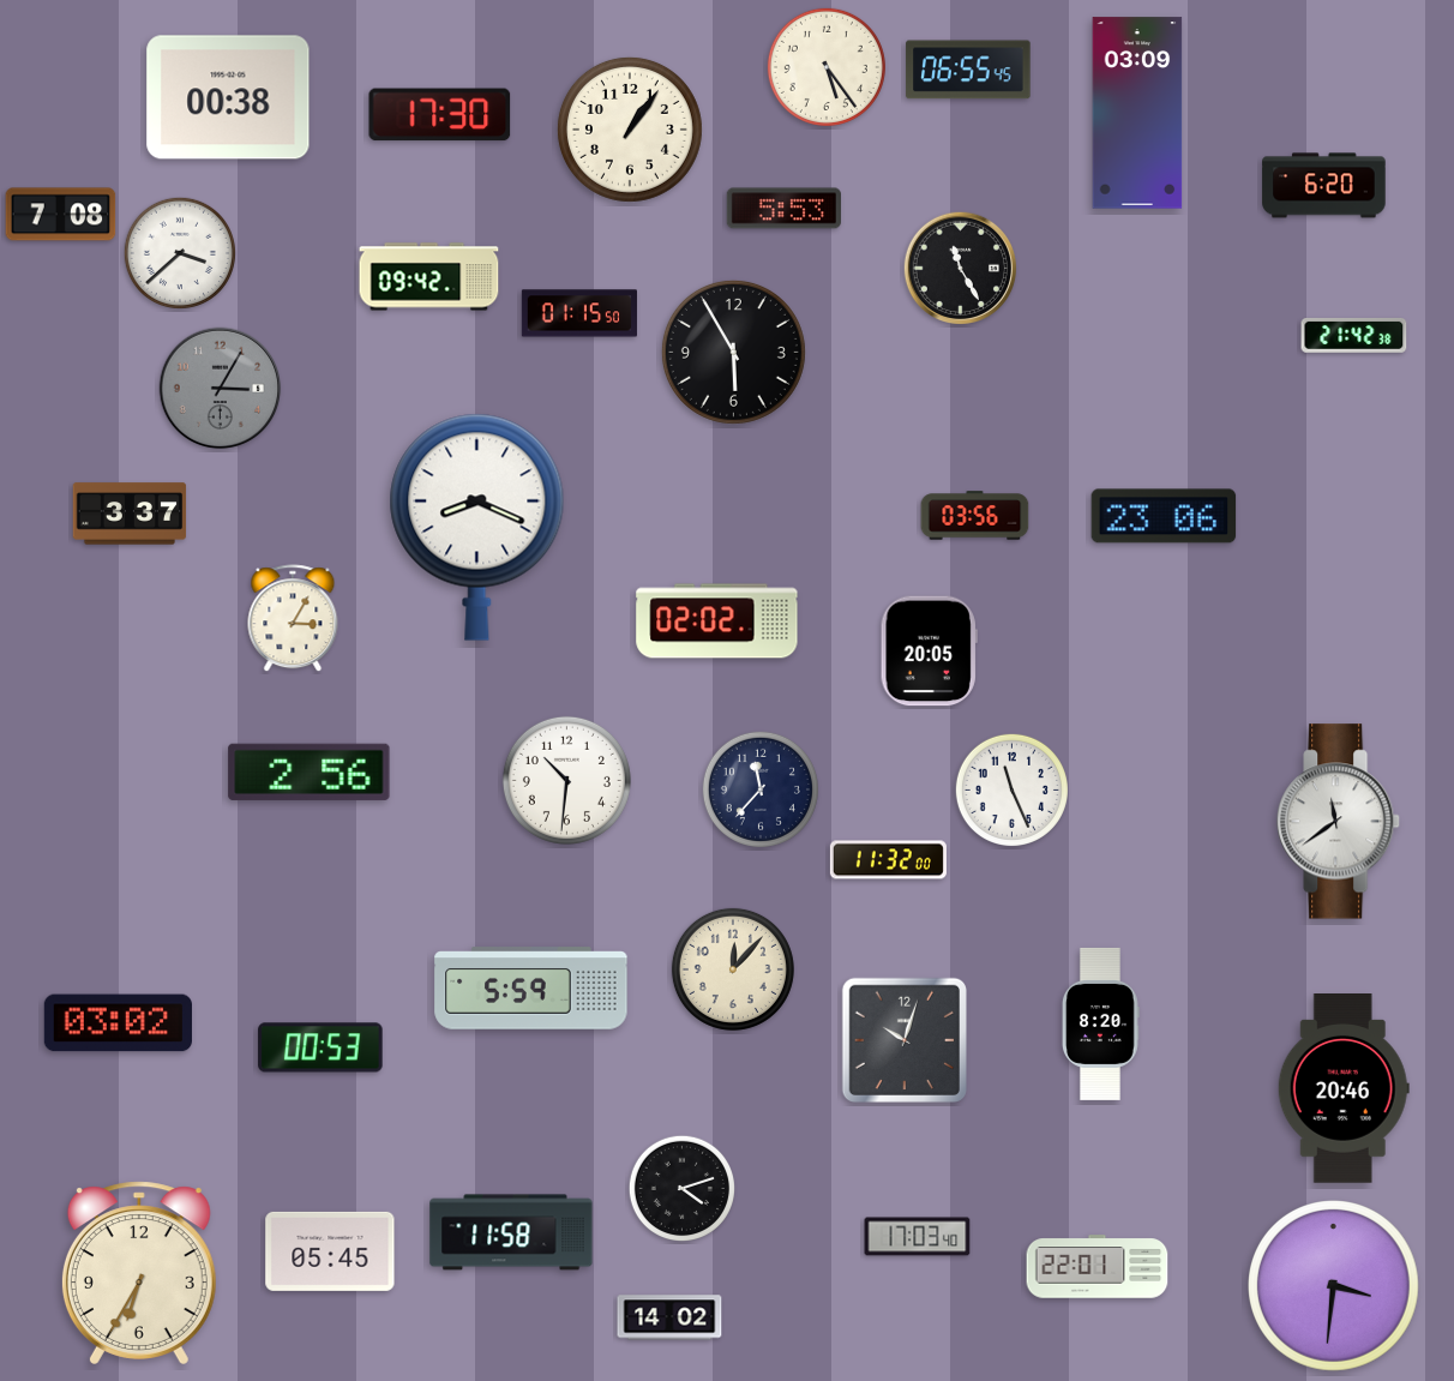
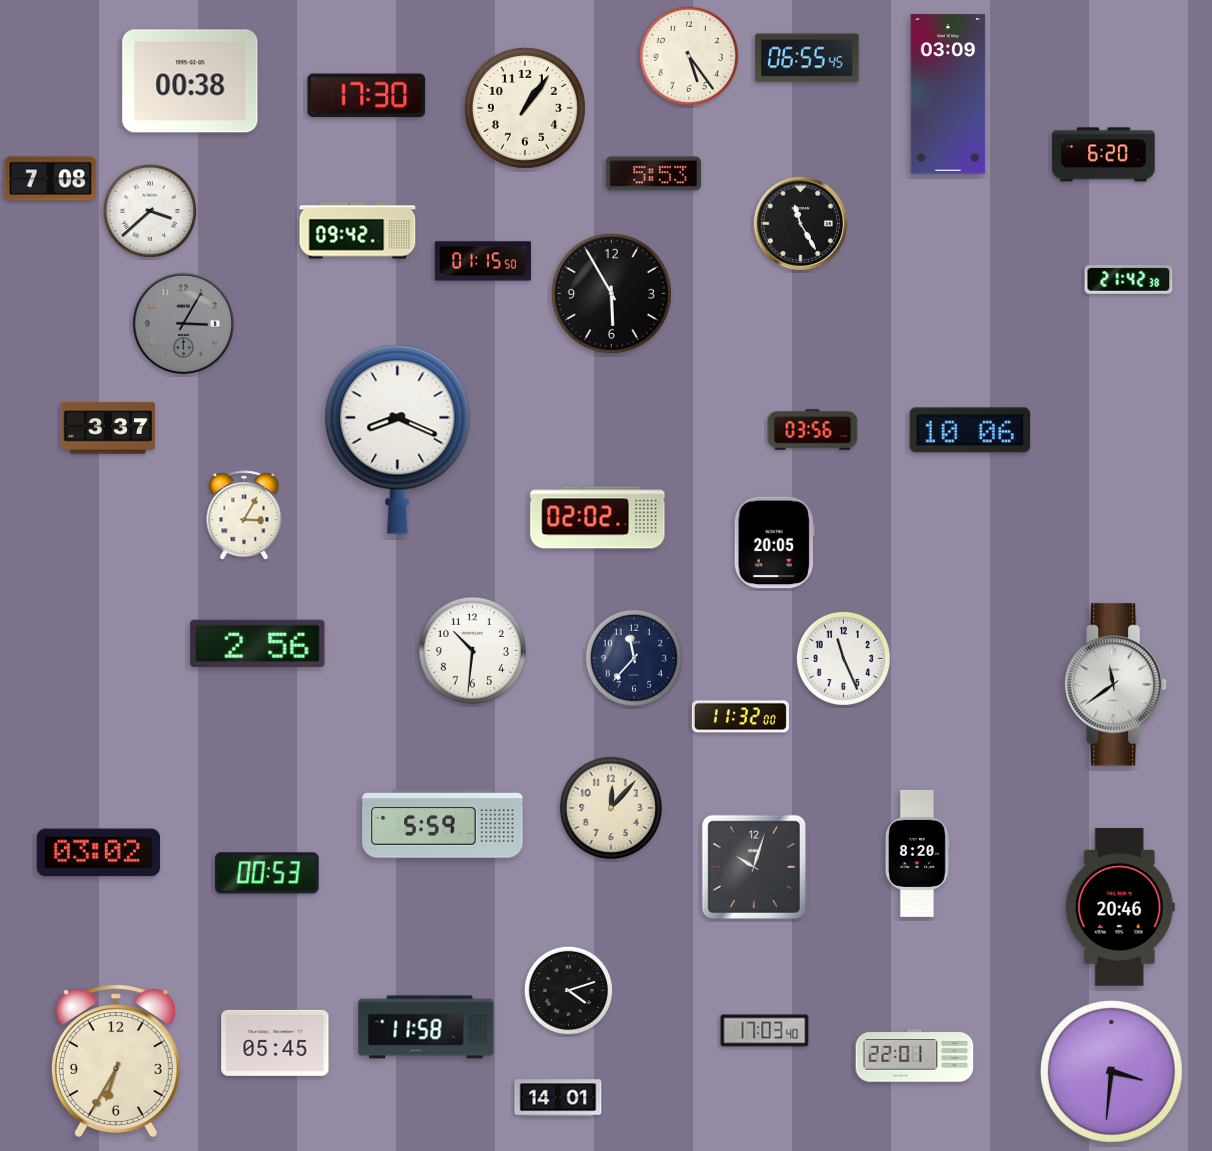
clock at (1164, 516): 23:06 -> 10:06
clock at (669, 1317): 14:02 -> 14:01
